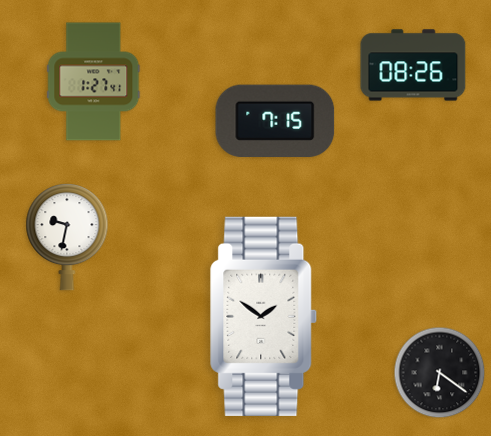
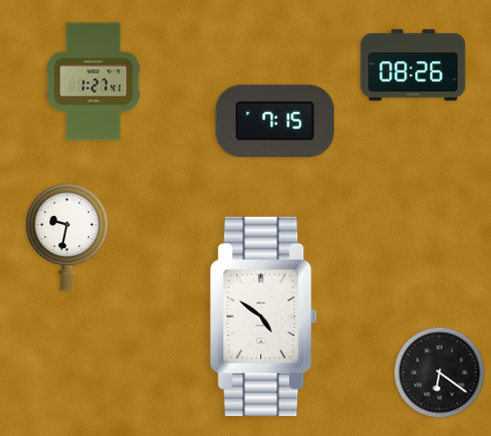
clock at (264, 316): 1:51 -> 4:51
